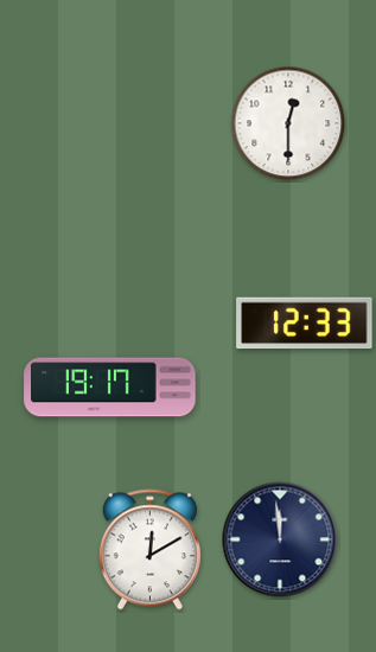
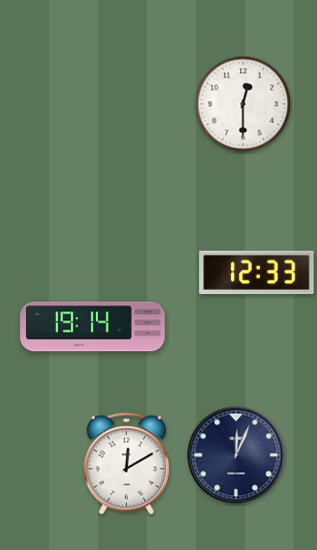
clock at (110, 388): 19:17 -> 19:14
clock at (280, 539): 11:59 -> 12:04
